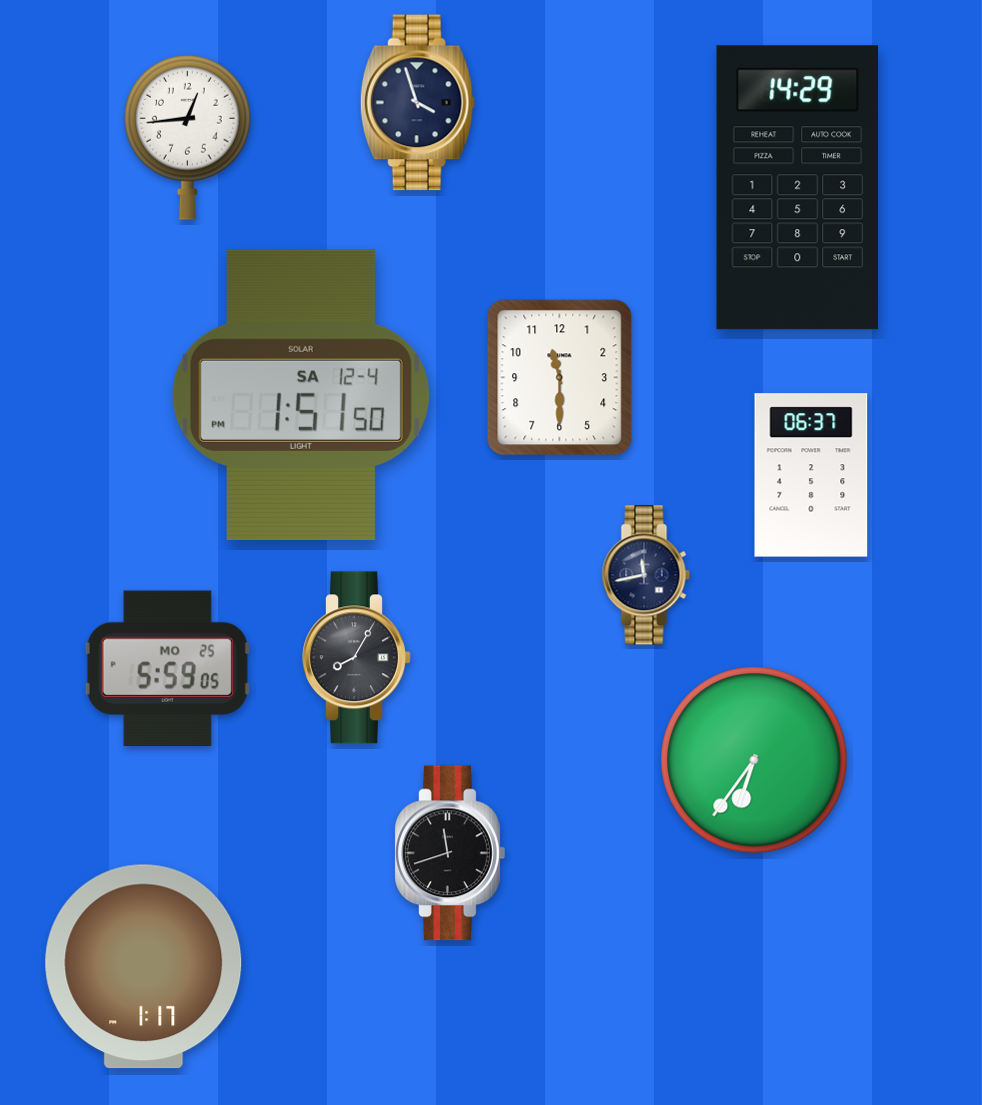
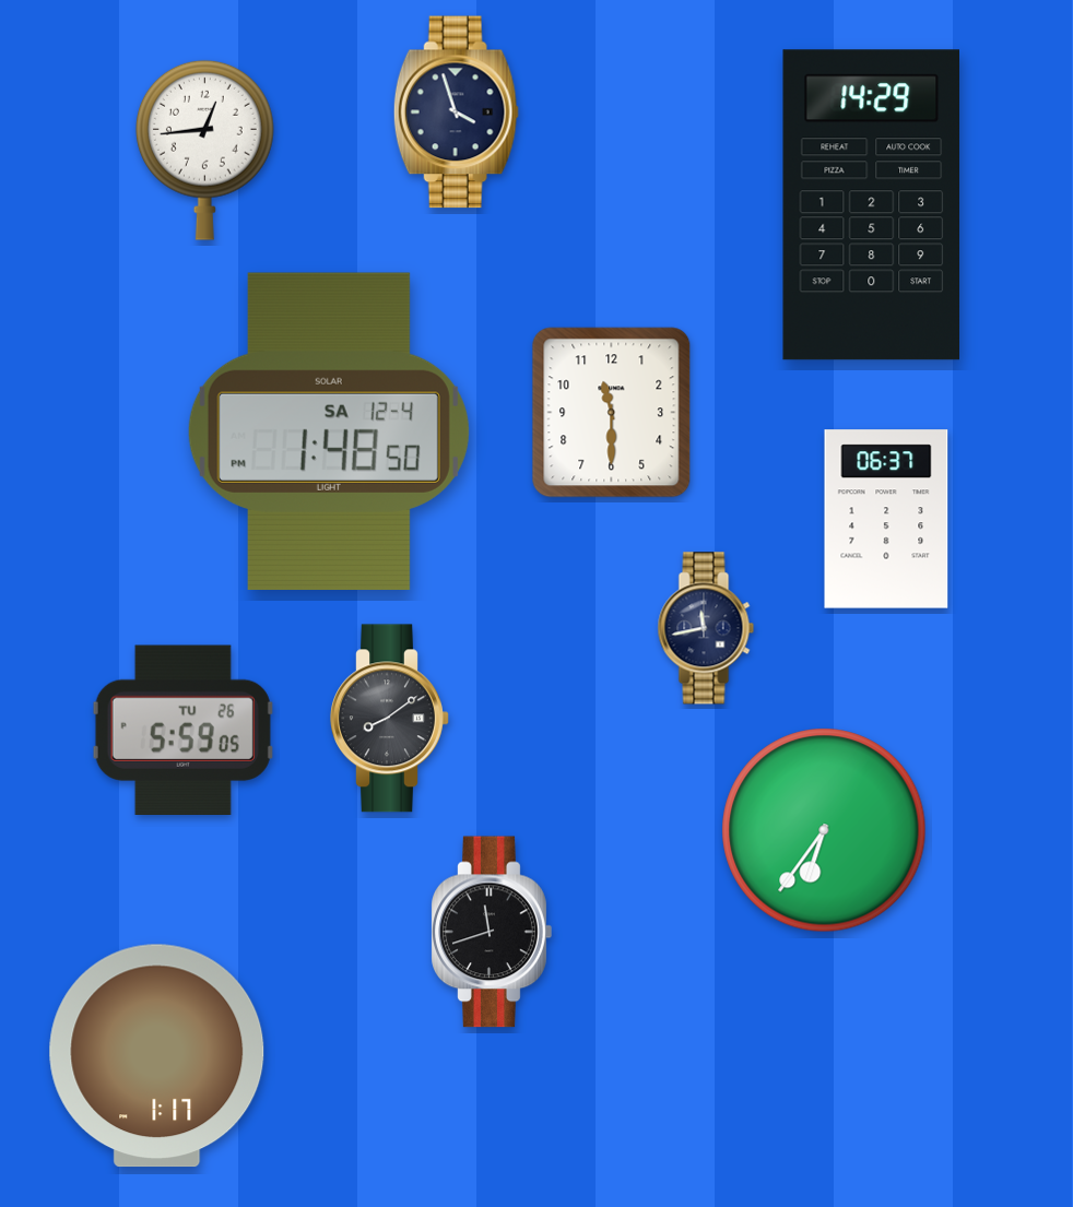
clock at (301, 394): 1:51 -> 1:48
clock at (357, 658): 8:05 -> 8:09
clock at (167, 668) date: MO 25 -> TU 26
